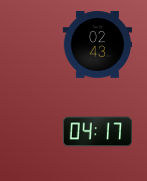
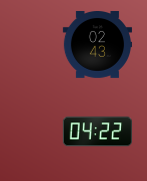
clock at (97, 132): 04:17 -> 04:22
